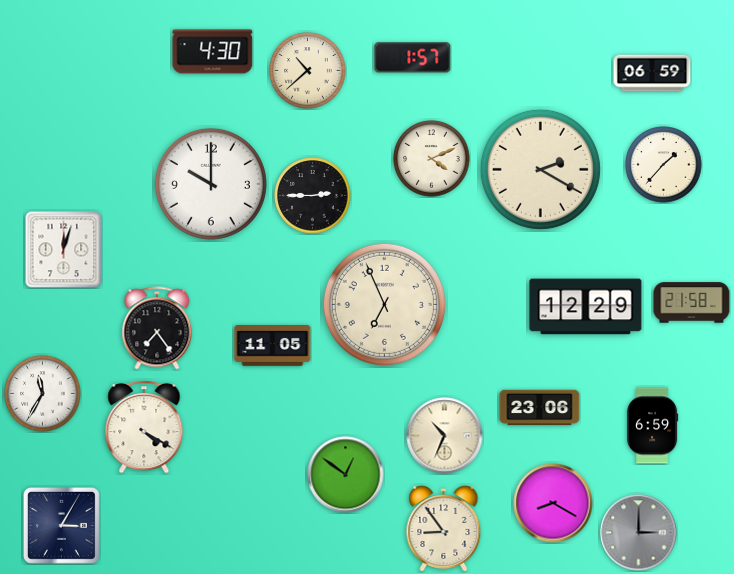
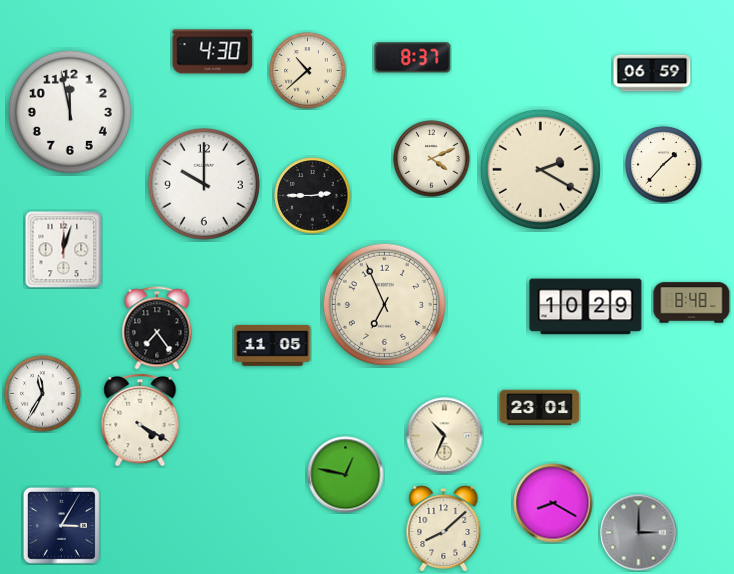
clock at (413, 58): 1:57 -> 8:37
clock at (70, 112): none -> 11:58
clock at (211, 184) position: (211, 184) -> (204, 184)
clock at (692, 303): 21:58 -> 8:48
clock at (586, 307): 12:29 -> 10:29
clock at (540, 408): 23:06 -> 23:01
clock at (653, 426): 6:59 -> none
clock at (144, 428) position: (144, 428) -> (140, 421)
clock at (346, 475): 12:51 -> 12:47
clock at (444, 529): 8:54 -> 8:08
